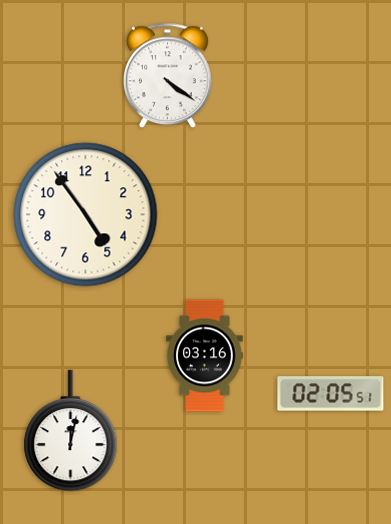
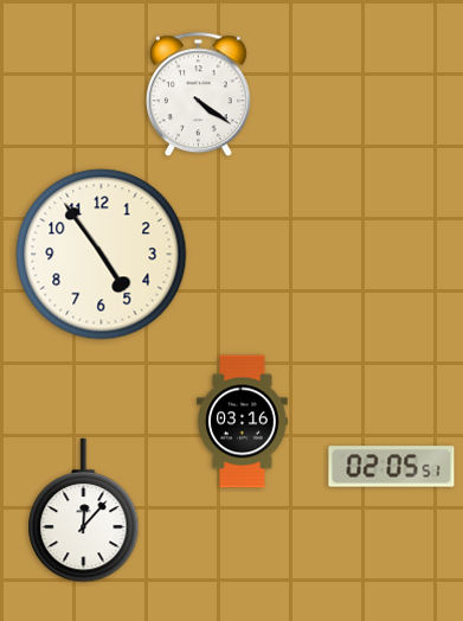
clock at (167, 76) position: (167, 76) -> (198, 95)
clock at (71, 431): 12:02 -> 12:07
